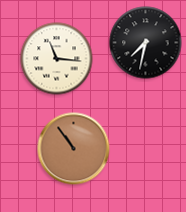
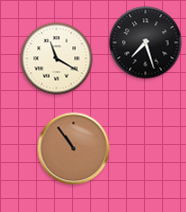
clock at (146, 43): 7:32 -> 7:27
clock at (57, 59): 11:16 -> 11:20
